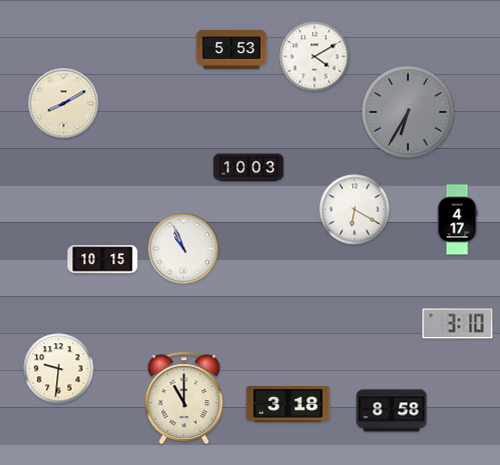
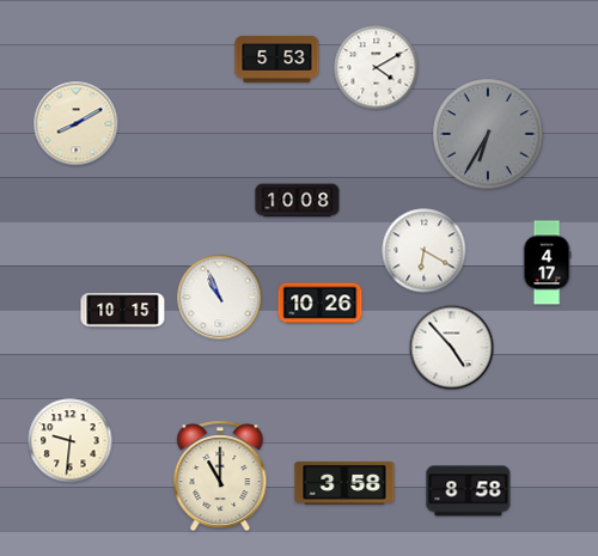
clock at (249, 168): 10:03 -> 10:08
clock at (321, 304): none -> 10:26
clock at (452, 348): none -> 4:53
clock at (458, 324): 3:10 -> none
clock at (288, 404): 3:18 -> 3:58
